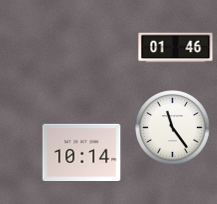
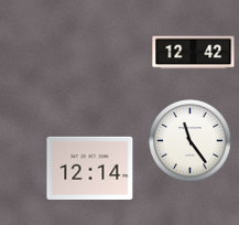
clock at (176, 48): 01:46 -> 12:42
clock at (82, 152): 10:14 -> 12:14
